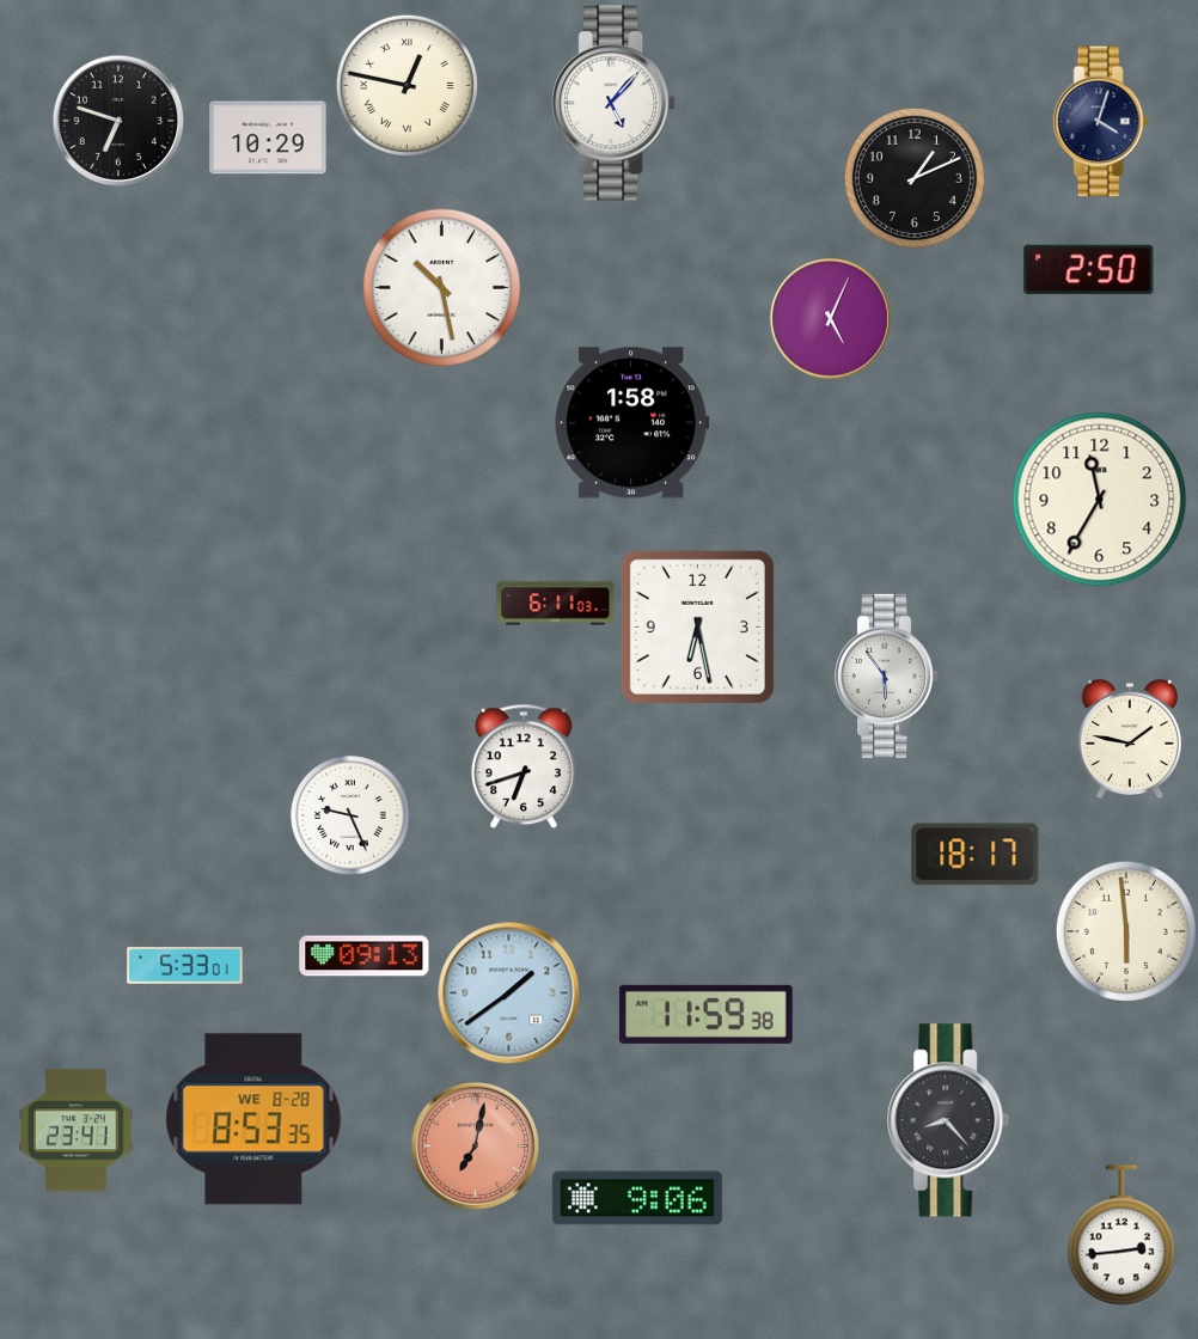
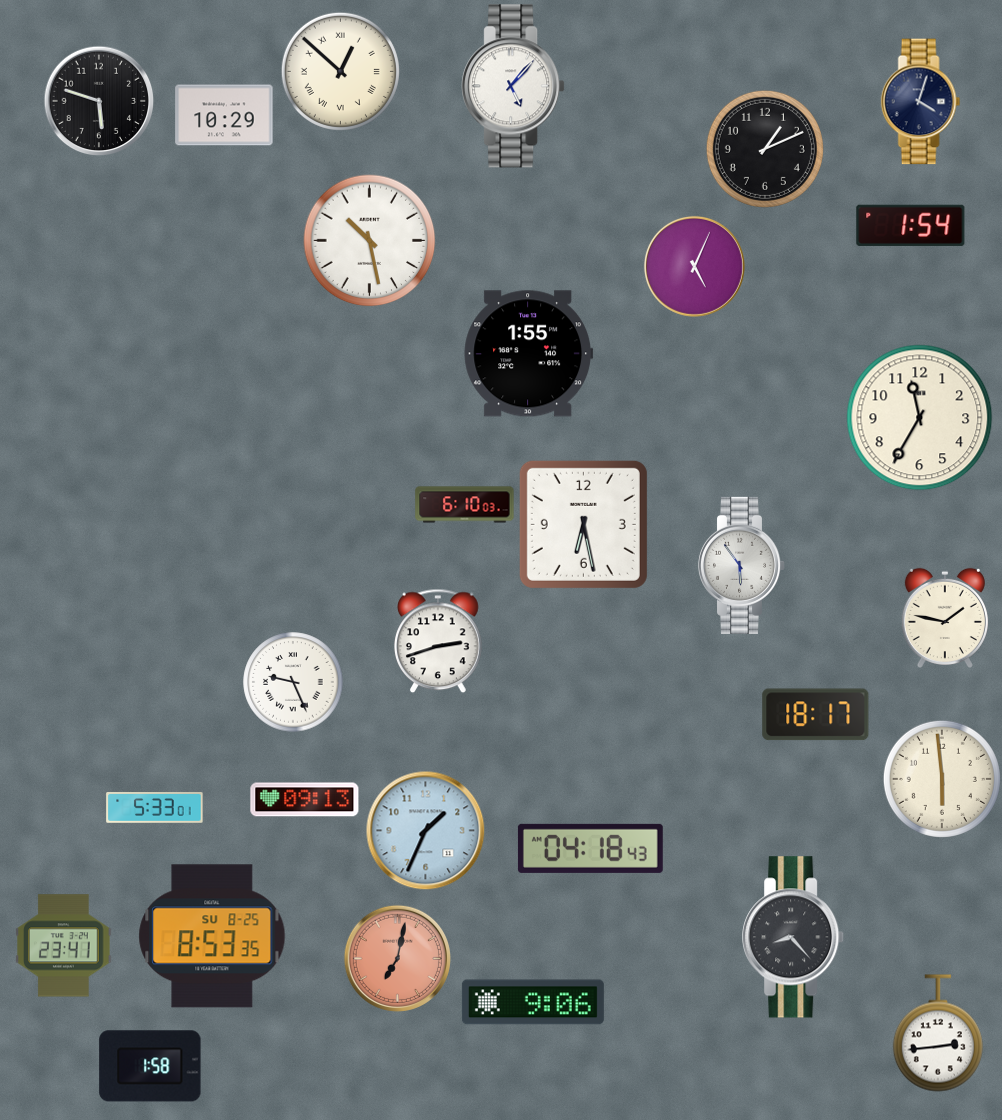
clock at (407, 85): 12:47 -> 12:52
clock at (118, 121): 6:48 -> 5:48
clock at (1089, 269): 2:50 -> 1:54
clock at (632, 423): 1:58 -> 1:55
clock at (556, 604): 6:11 -> 6:10
clock at (524, 766): 6:42 -> 2:42
clock at (509, 993): 1:39 -> 1:34
clock at (705, 1014): 11:59 -> 04:18
clock at (253, 1119) date: WE 8-28 -> SU 8-25
clock at (150, 1066): none -> 1:58
